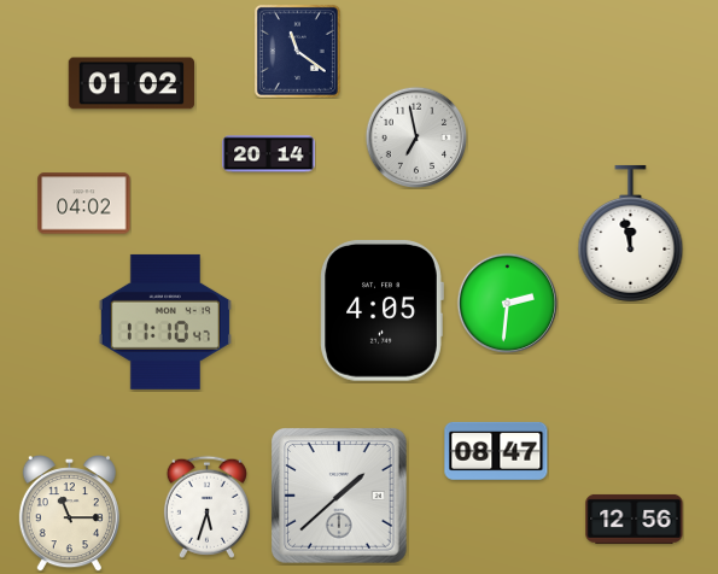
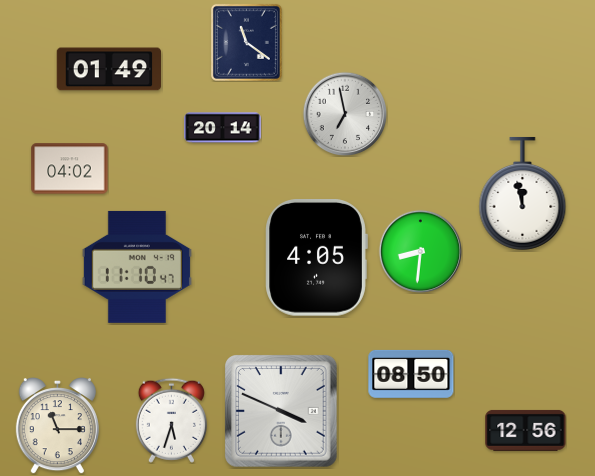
clock at (130, 83): 01:02 -> 01:49
clock at (507, 303): 2:31 -> 8:31
clock at (496, 451): 08:47 -> 08:50
clock at (340, 496): 1:38 -> 3:49
